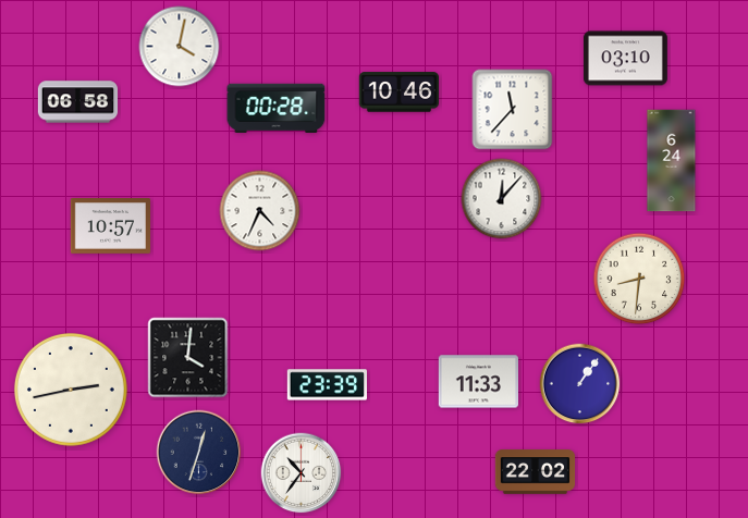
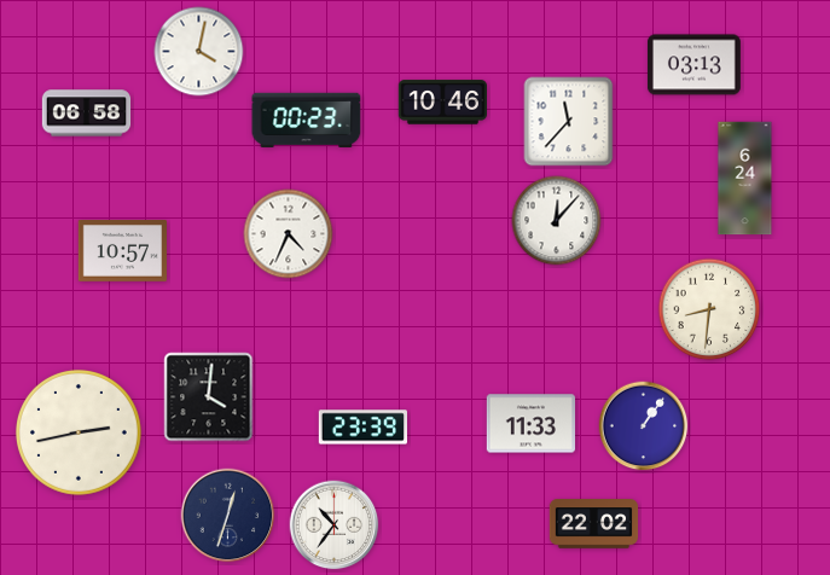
clock at (625, 59): 03:10 -> 03:13
clock at (277, 108): 00:28 -> 00:23
clock at (199, 453) position: (199, 453) -> (228, 516)
